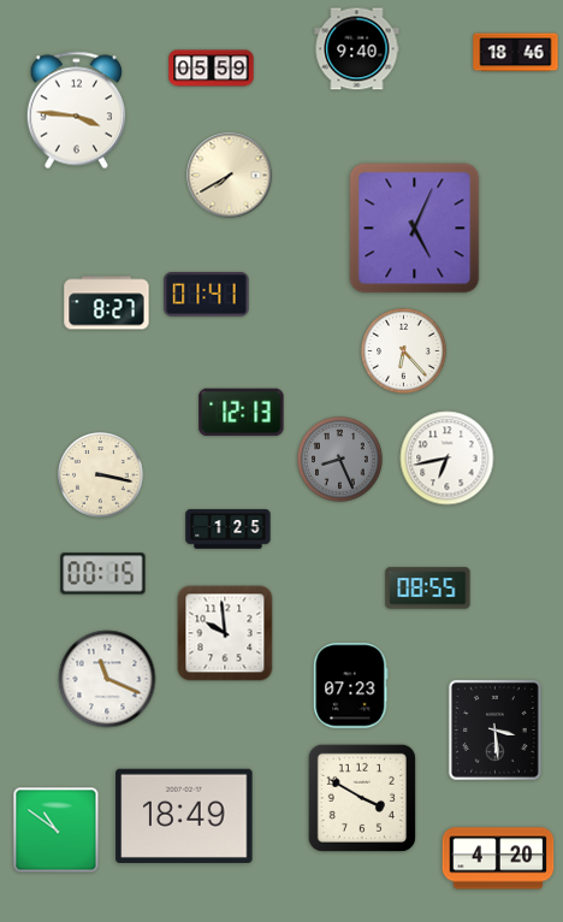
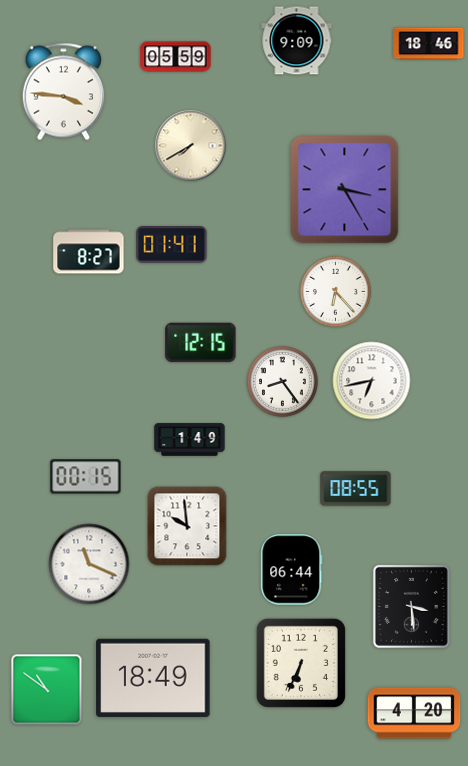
clock at (357, 49): 9:40 -> 9:09
clock at (415, 229): 5:04 -> 3:25
clock at (242, 413): 12:13 -> 12:15
clock at (340, 460): 8:26 -> 8:24
clock at (340, 460) dial: grey -> white
clock at (101, 475): 3:17 -> none
clock at (229, 530): 1:25 -> 1:49
clock at (351, 686): 07:23 -> 06:44
clock at (362, 798): 3:50 -> 6:34
